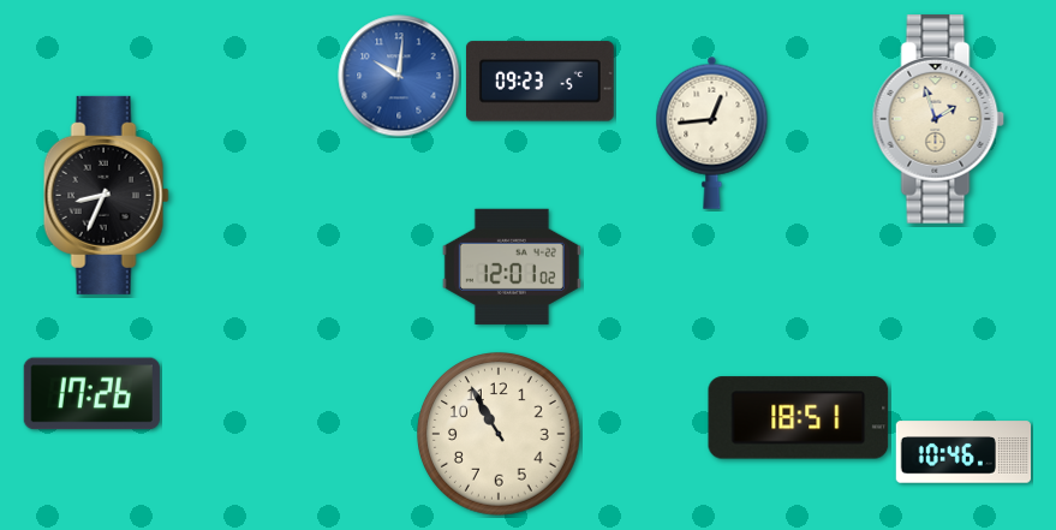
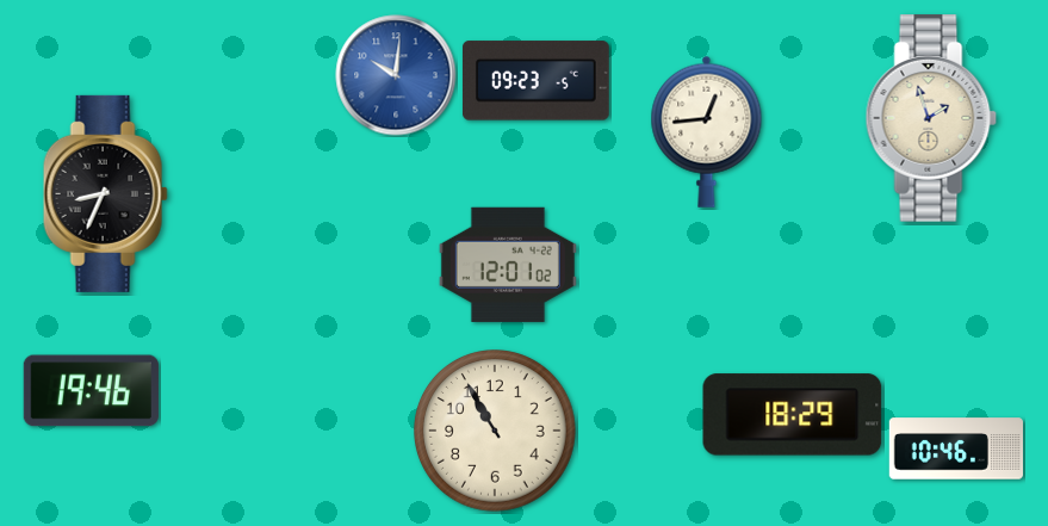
clock at (91, 394): 17:26 -> 19:46
clock at (799, 418): 18:51 -> 18:29
